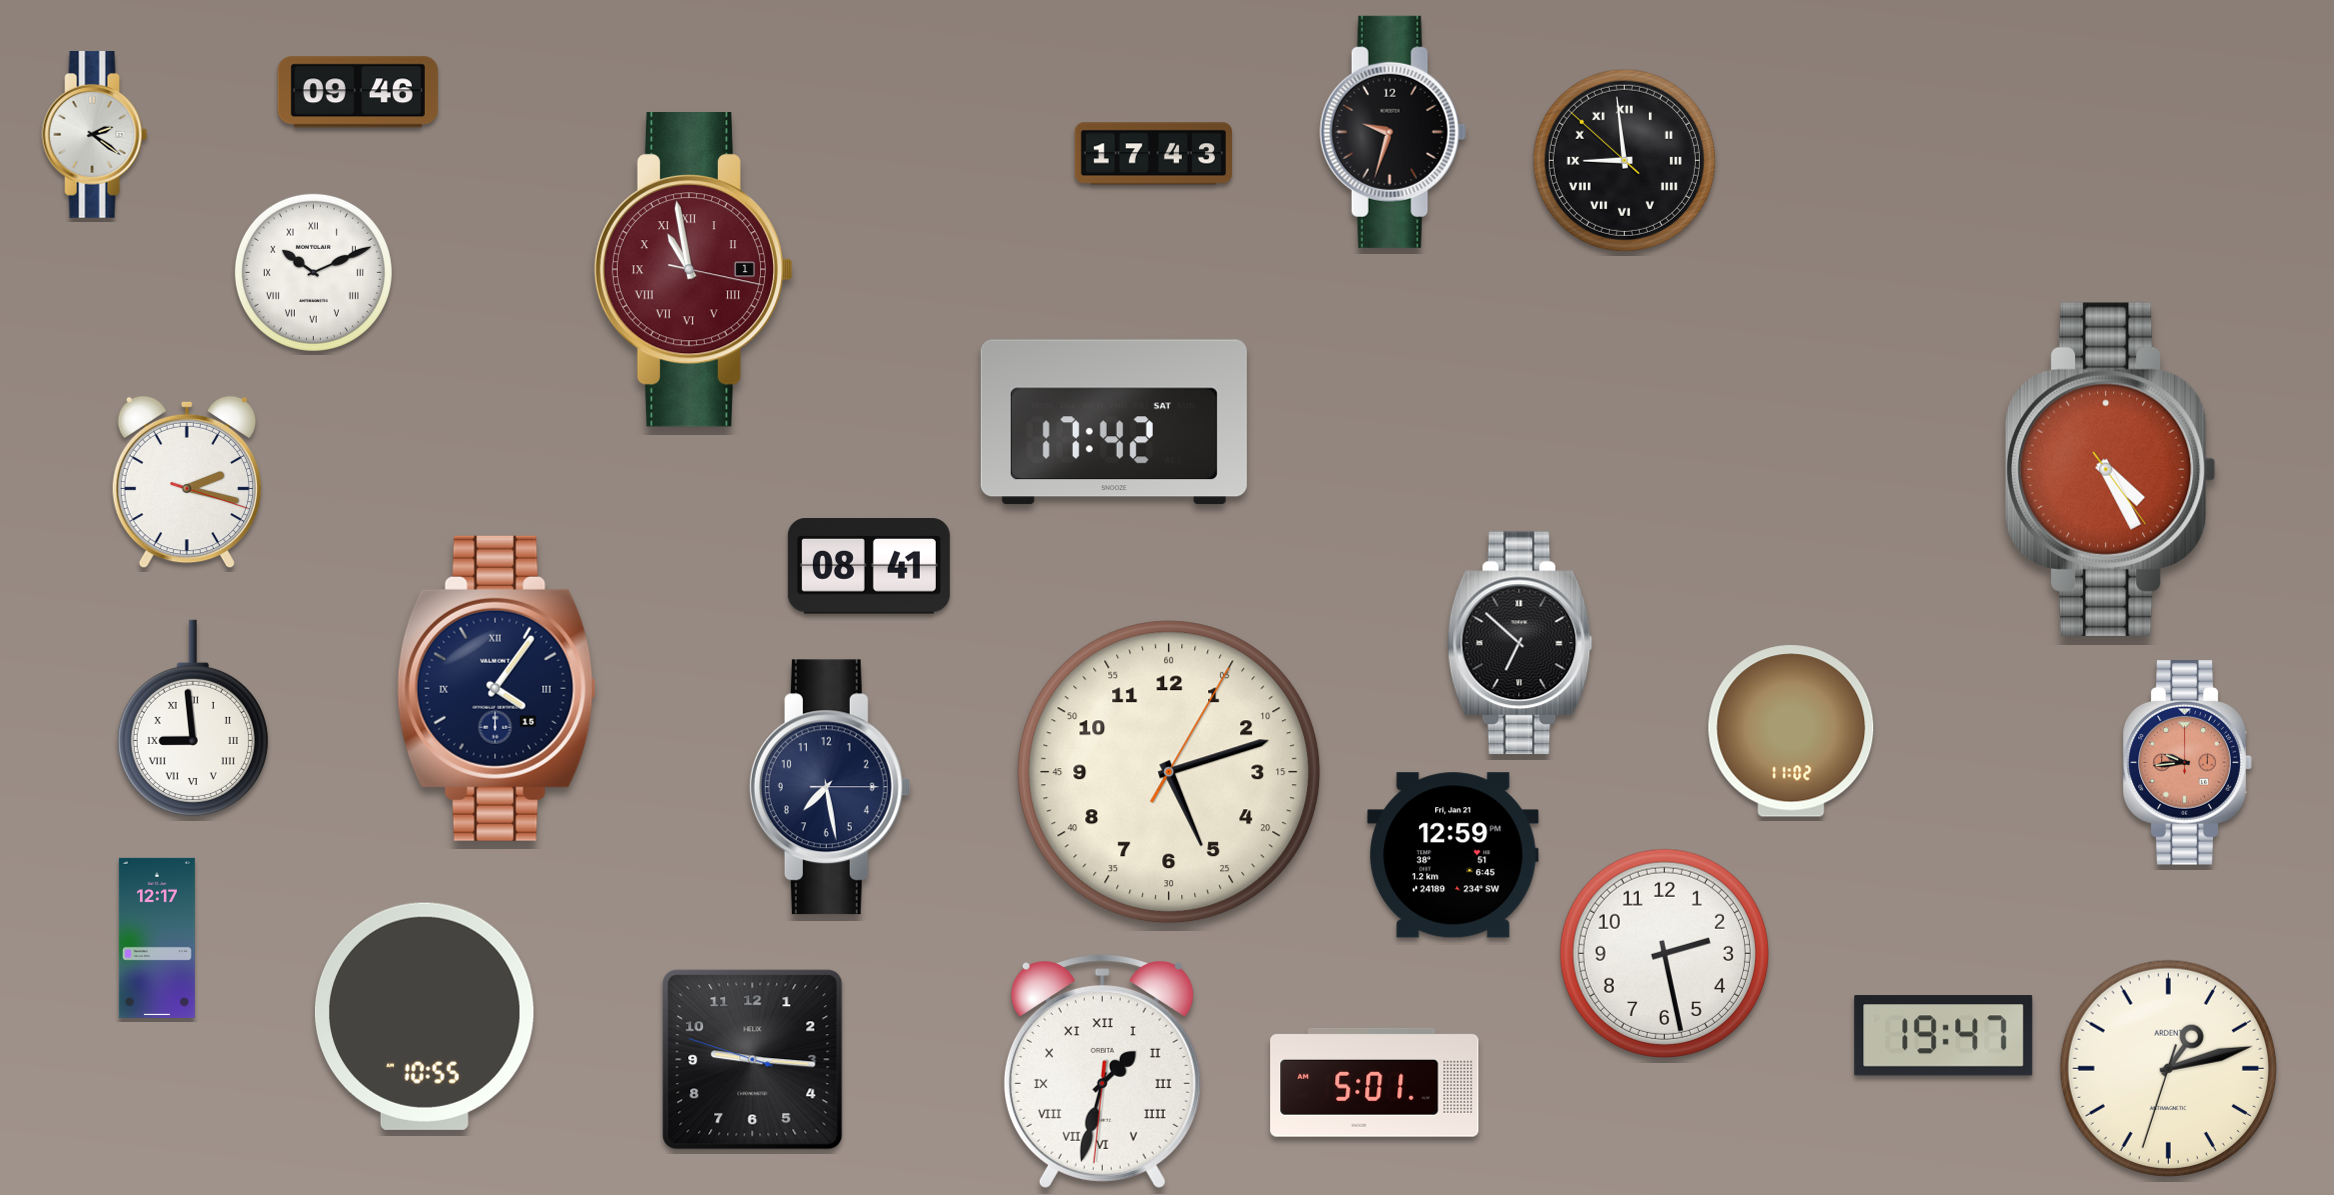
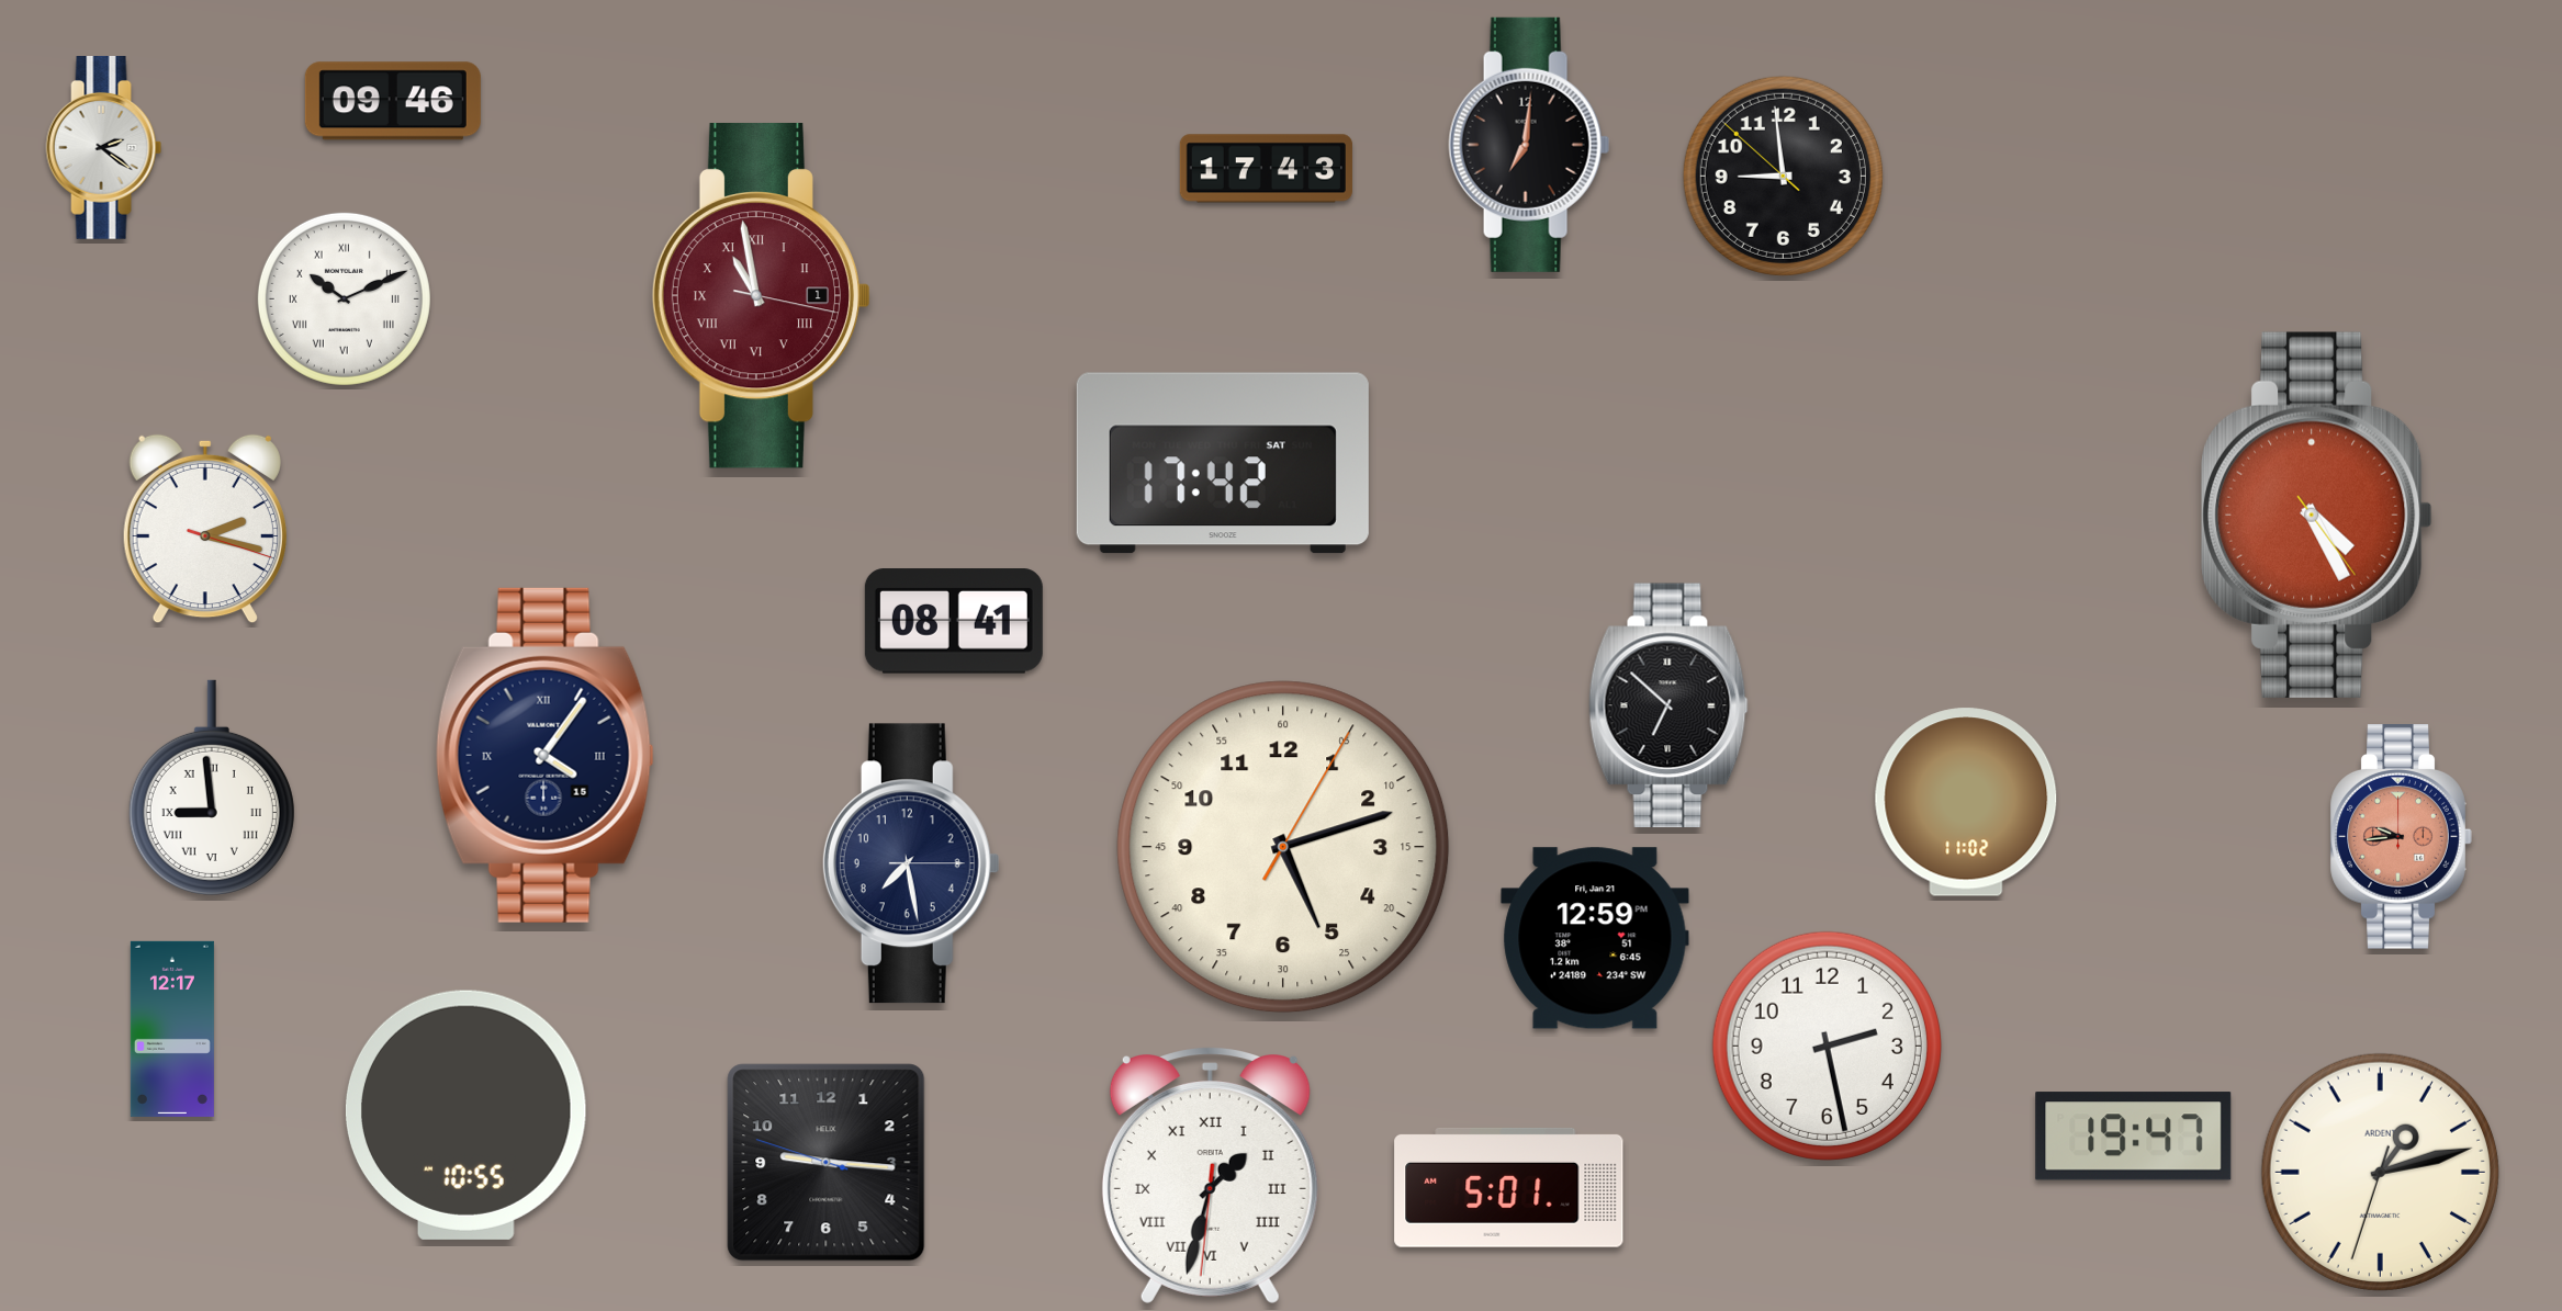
clock at (1393, 132): 9:33 -> 7:01
clock at (1624, 160) numerals: Roman -> Arabic
